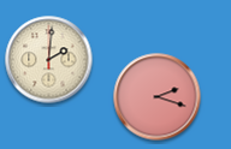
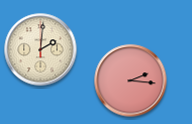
clock at (158, 97): 2:18 -> 2:16
